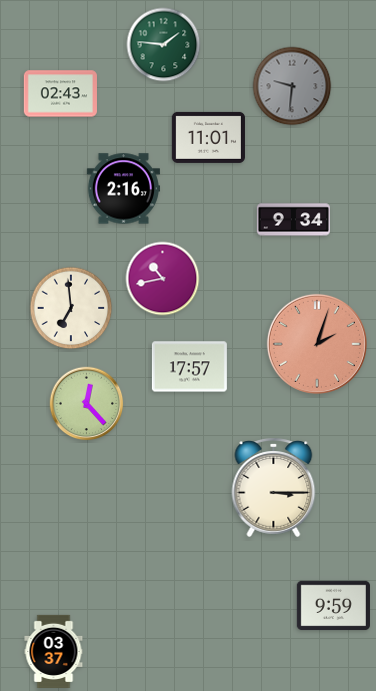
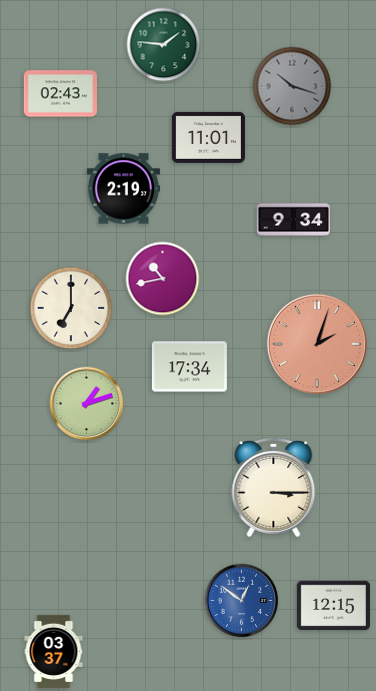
clock at (292, 86): 9:31 -> 10:18
clock at (123, 189): 2:16 -> 2:19
clock at (71, 308): 6:59 -> 7:00
clock at (189, 367): 17:57 -> 17:34
clock at (87, 404): 12:23 -> 1:12
clock at (242, 601): none -> 12:51
clock at (333, 606): 9:59 -> 12:15
